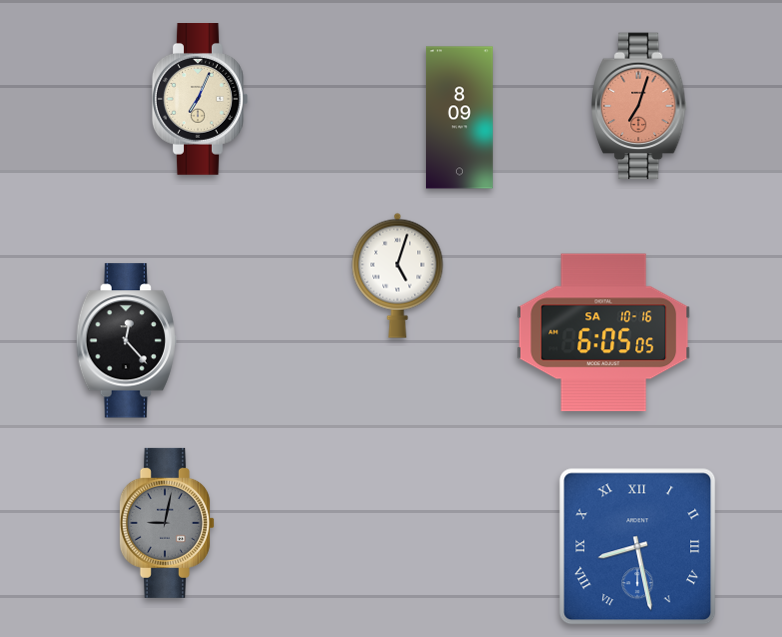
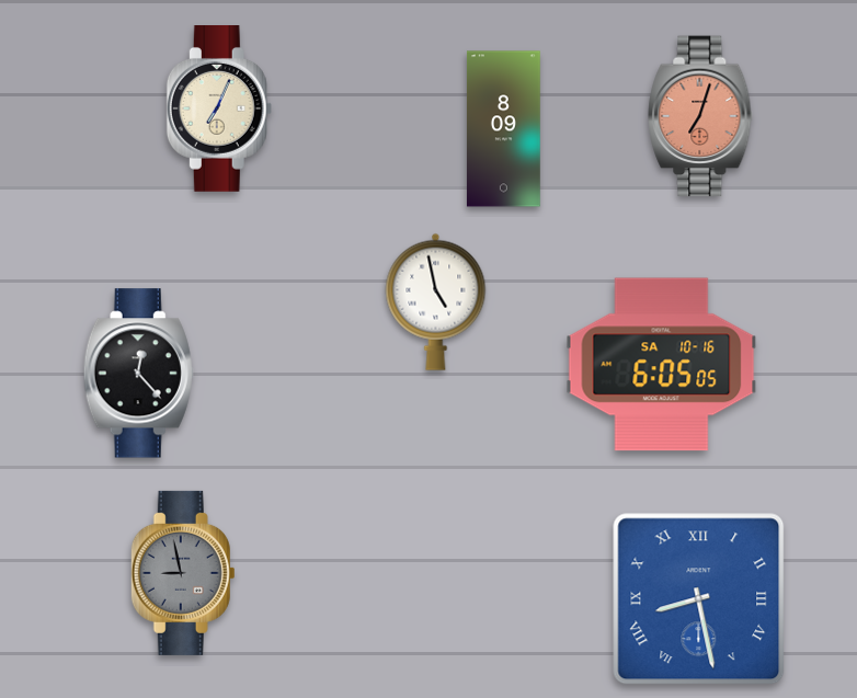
clock at (398, 275): 5:03 -> 4:58
clock at (167, 523): 9:02 -> 8:58
